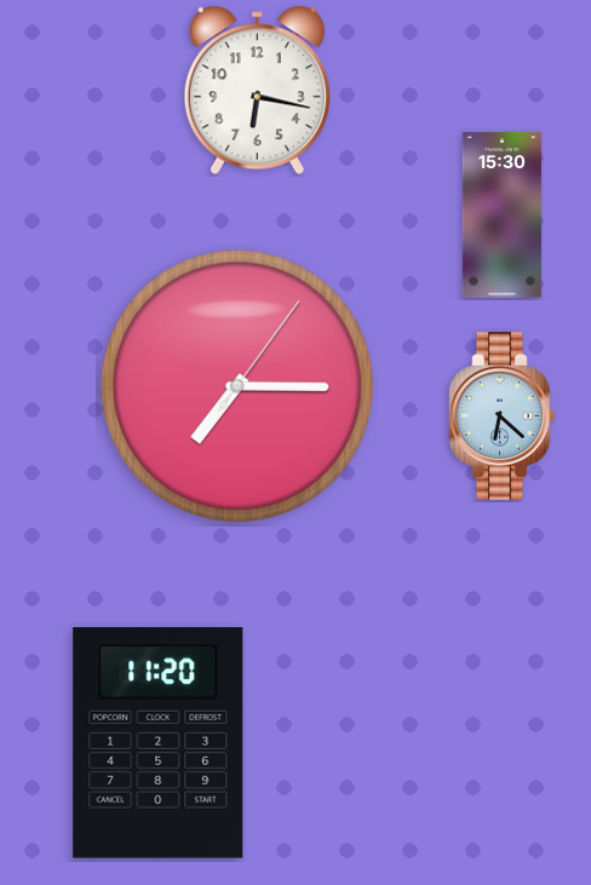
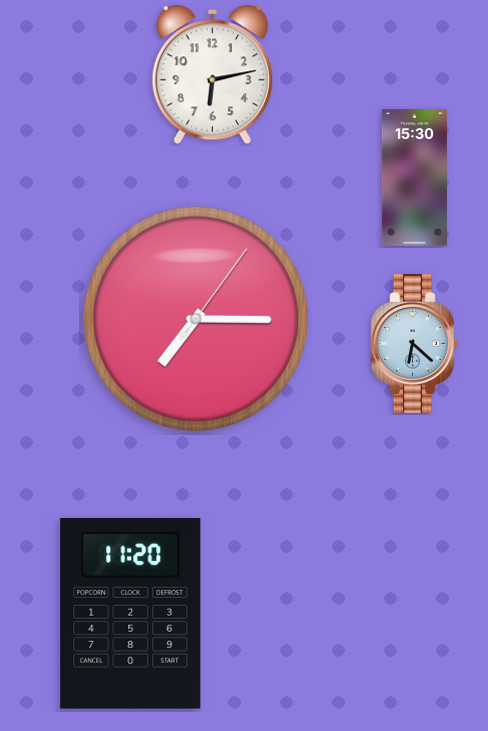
clock at (257, 91): 6:17 -> 6:13
